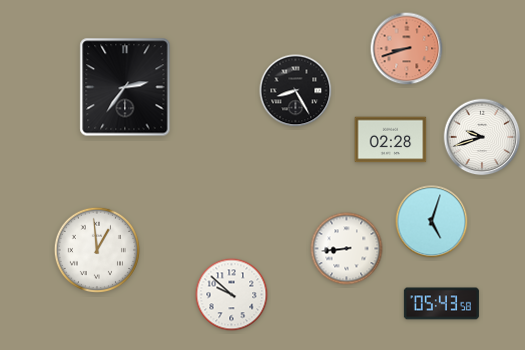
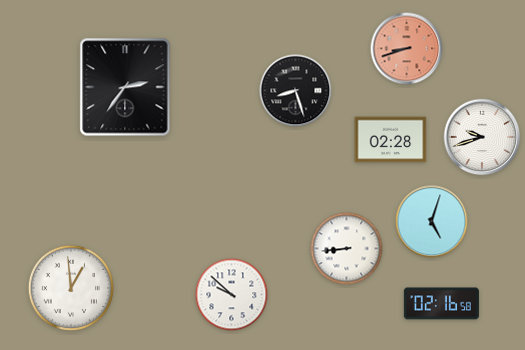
clock at (296, 91): 8:25 -> 8:27
clock at (96, 249) position: (96, 249) -> (70, 287)
clock at (441, 304): 05:43 -> 02:16
